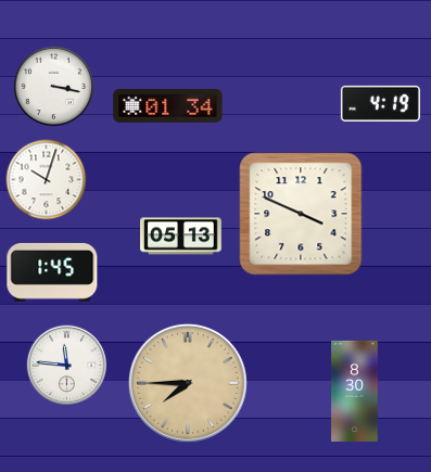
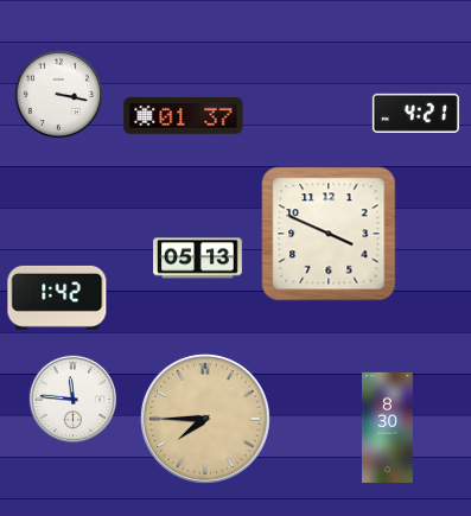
clock at (380, 103): 4:19 -> 4:21
clock at (168, 105): 01:34 -> 01:37
clock at (47, 180): 10:03 -> none
clock at (52, 272): 1:45 -> 1:42
